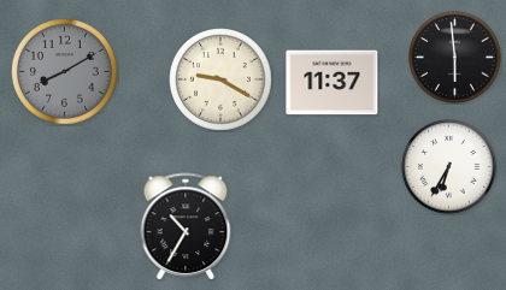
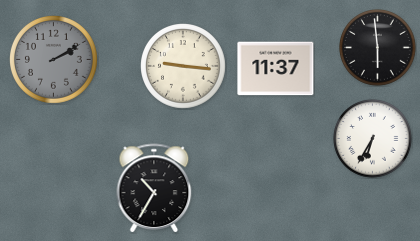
clock at (64, 71): 8:10 -> 2:10
clock at (222, 81): 9:20 -> 9:16
